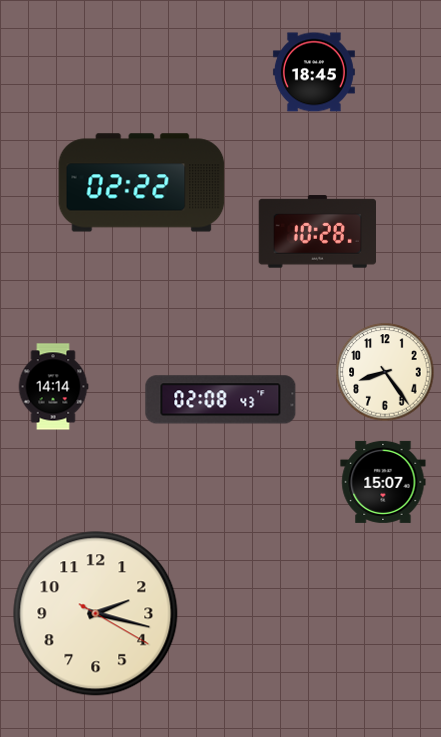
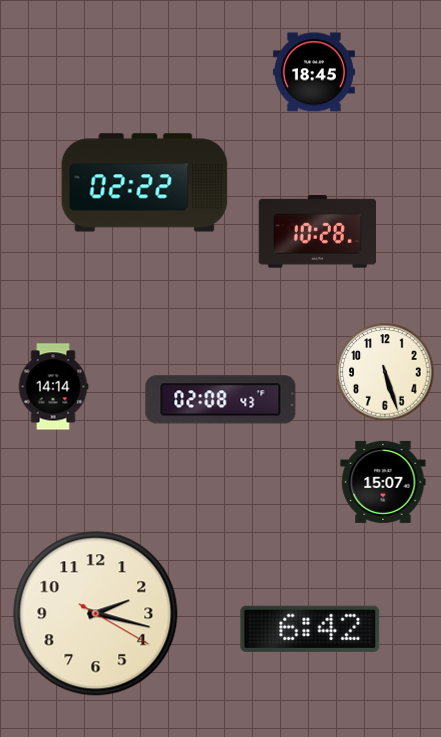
clock at (142, 183) position: (142, 183) -> (145, 183)
clock at (385, 372): 8:24 -> 5:27
clock at (310, 629): none -> 6:42
